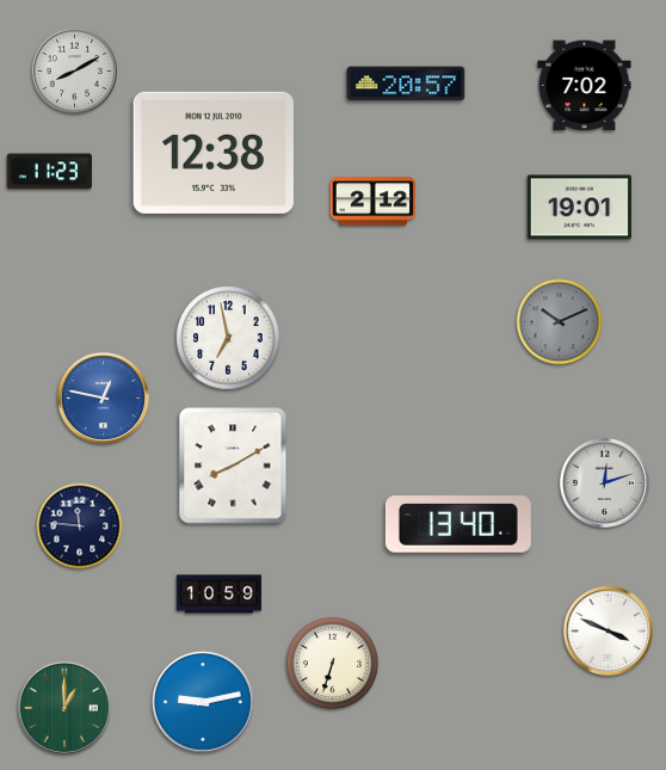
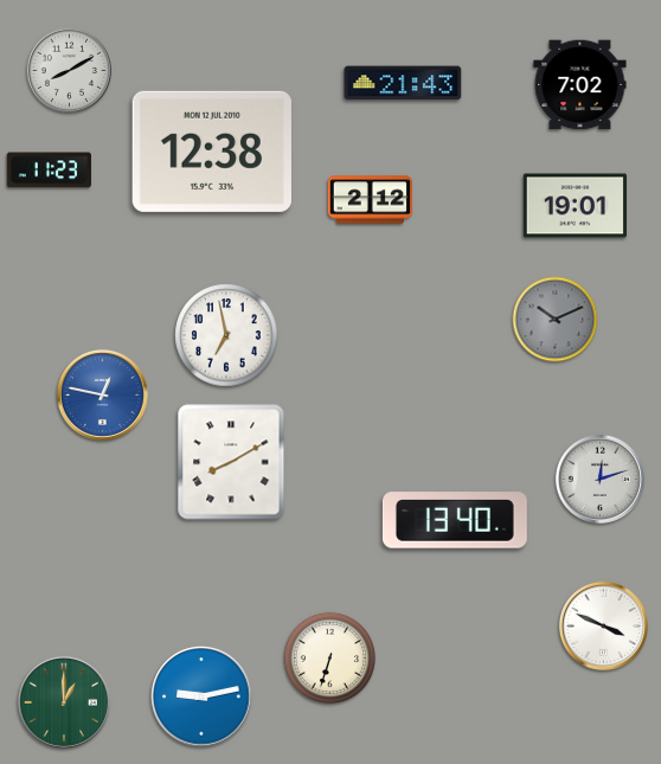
clock at (75, 72) position: (75, 72) -> (70, 71)
clock at (406, 84): 20:57 -> 21:43
clock at (80, 526): 11:46 -> none
clock at (218, 595): 10:59 -> none
